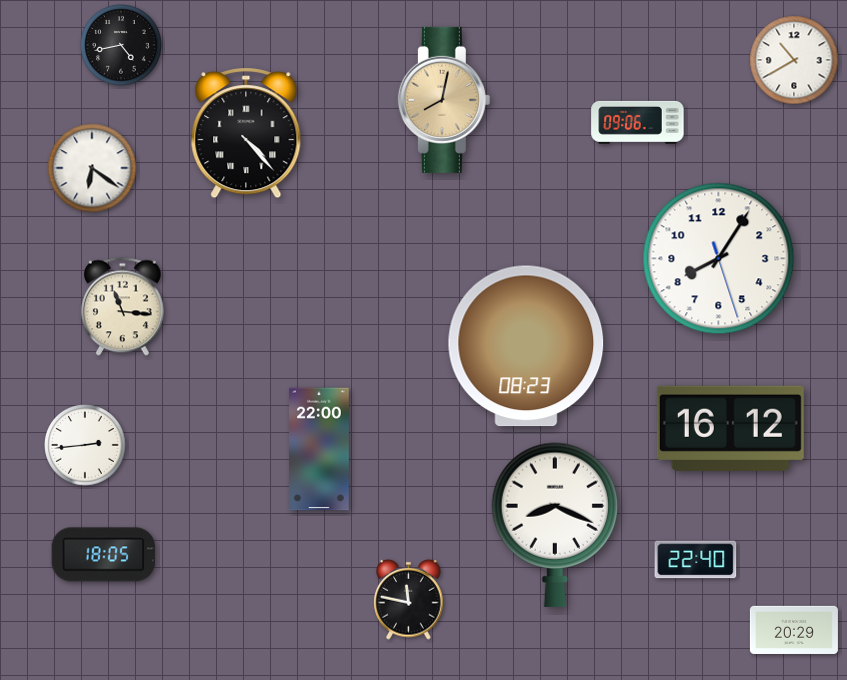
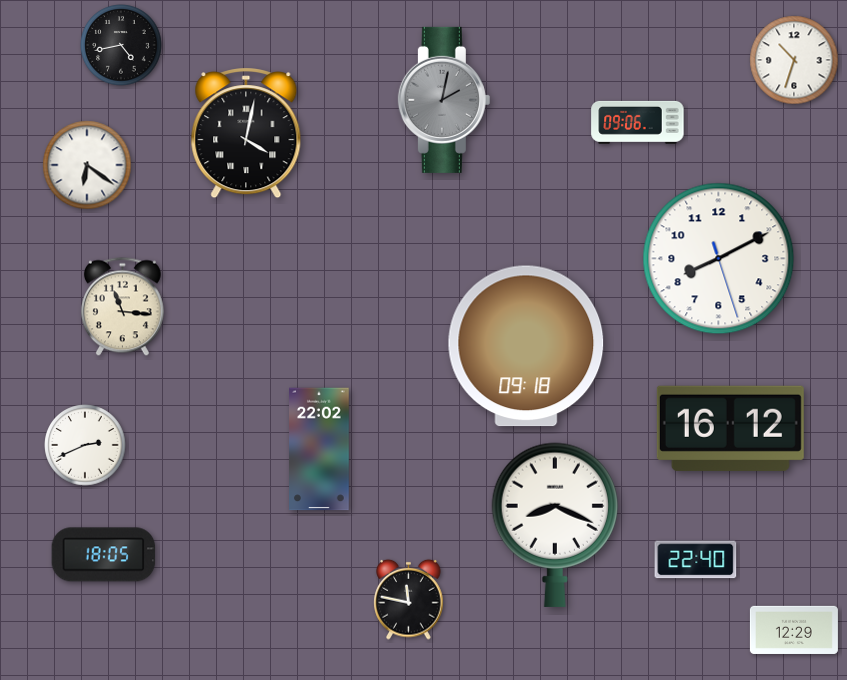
clock at (794, 60): 10:40 -> 10:33
clock at (444, 100): 8:02 -> 2:02
clock at (444, 100) dial: champagne -> grey
clock at (246, 133): 4:23 -> 4:02
clock at (92, 168) position: (92, 168) -> (87, 165)
clock at (719, 259): 8:05 -> 8:10
clock at (526, 346): 08:23 -> 09:18
clock at (85, 445): 2:44 -> 2:41
clock at (319, 449): 22:00 -> 22:02
clock at (794, 630): 20:29 -> 12:29
